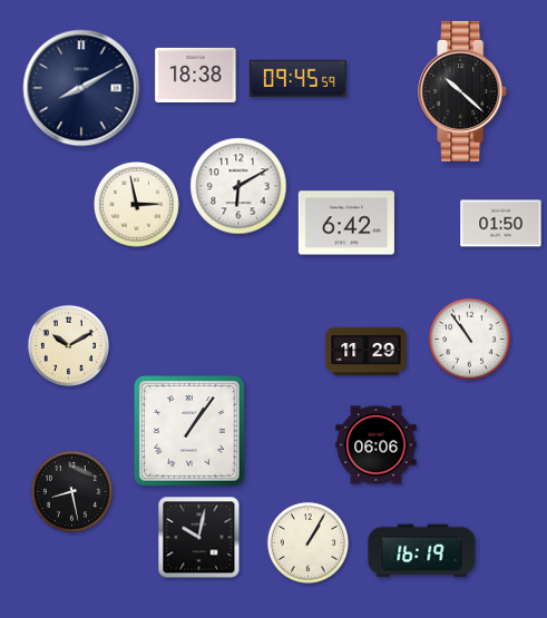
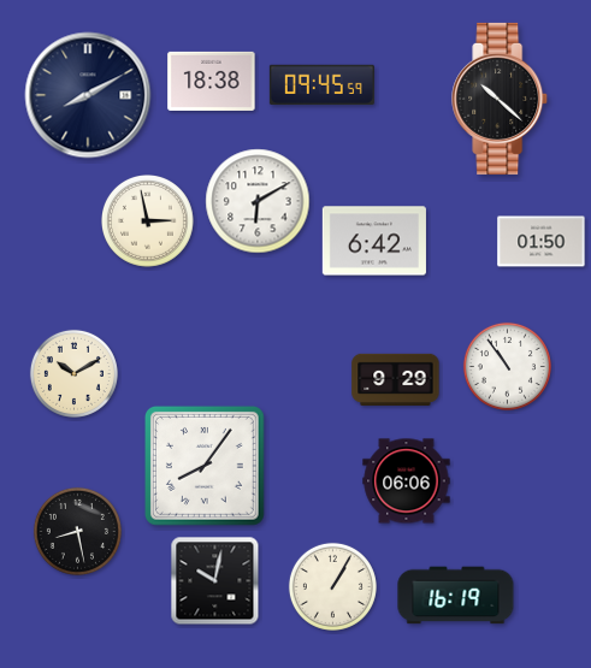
clock at (367, 351): 11:29 -> 9:29
clock at (189, 431): 1:06 -> 8:06
